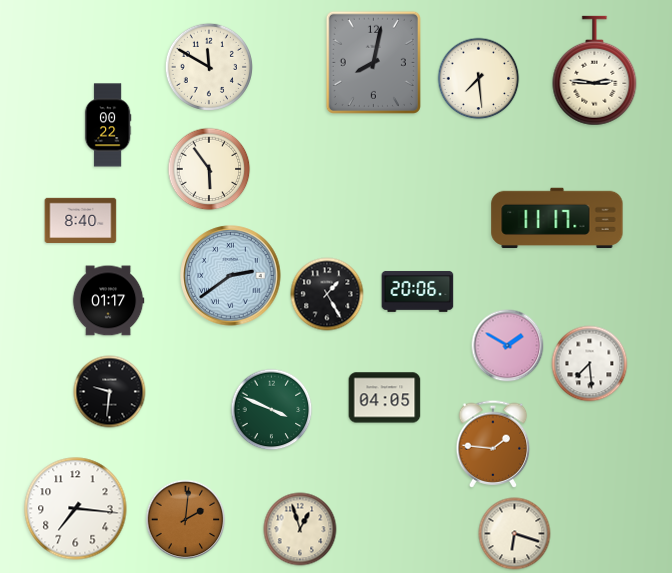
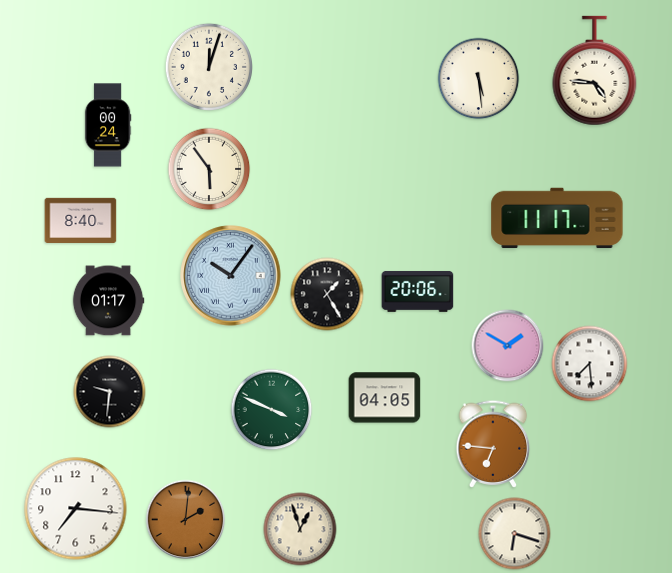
clock at (373, 62): 8:02 -> none
clock at (209, 67): 11:50 -> 12:03
clock at (595, 71): 2:46 -> 4:46
clock at (479, 79): 7:29 -> 5:29
clock at (108, 125): 00:22 -> 00:24
clock at (231, 276): 2:39 -> 10:06
clock at (493, 444): 1:46 -> 6:46
